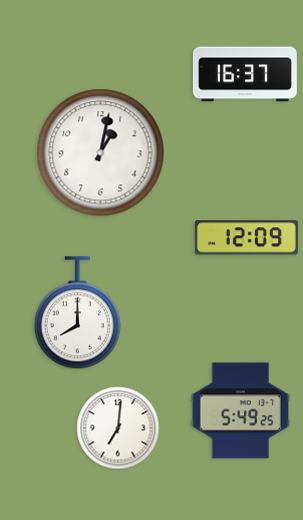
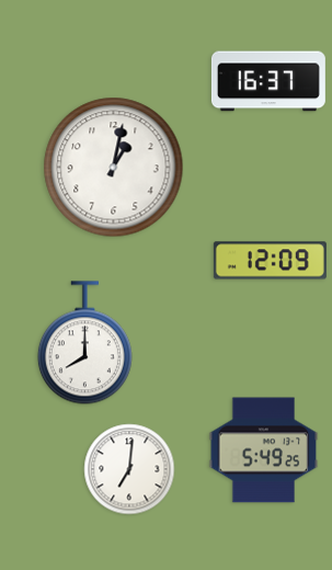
clock at (101, 153) position: (101, 153) -> (114, 168)
